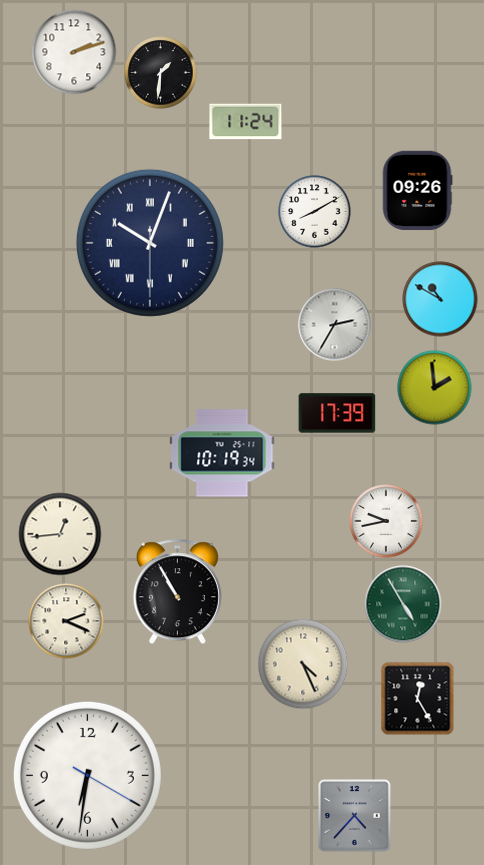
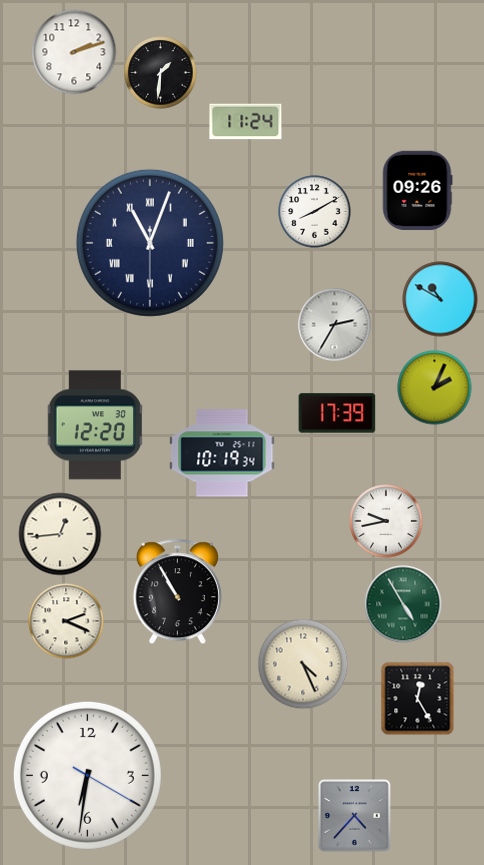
clock at (150, 243): 10:03 -> 11:03
clock at (435, 388): 1:59 -> 2:04
clock at (94, 425): none -> 12:20
